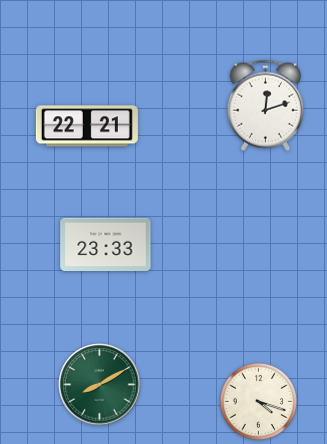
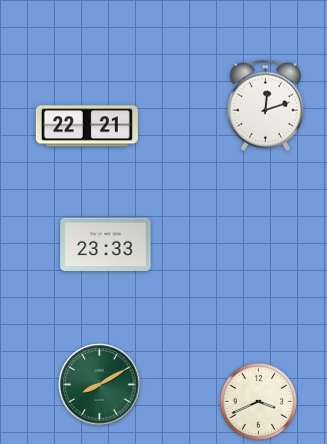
clock at (258, 401): 4:18 -> 3:41
